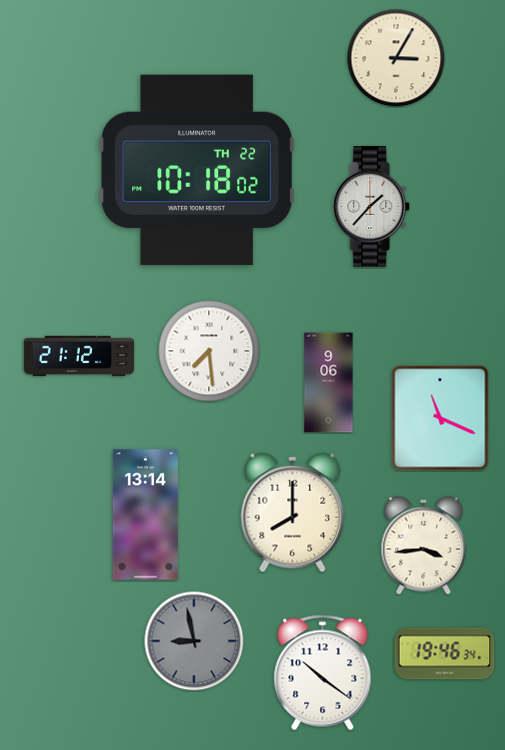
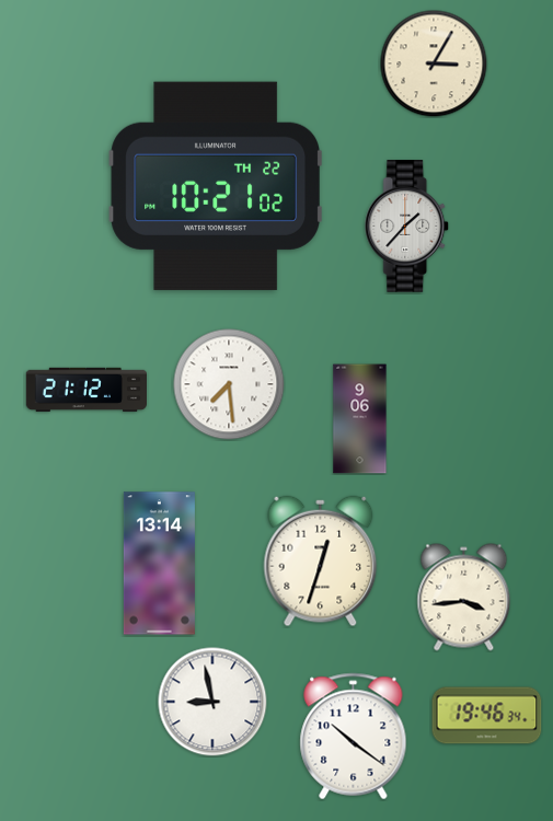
clock at (196, 170): 10:18 -> 10:21
clock at (440, 418): 11:19 -> none
clock at (293, 513): 8:00 -> 12:33
clock at (194, 641) dial: grey -> white
